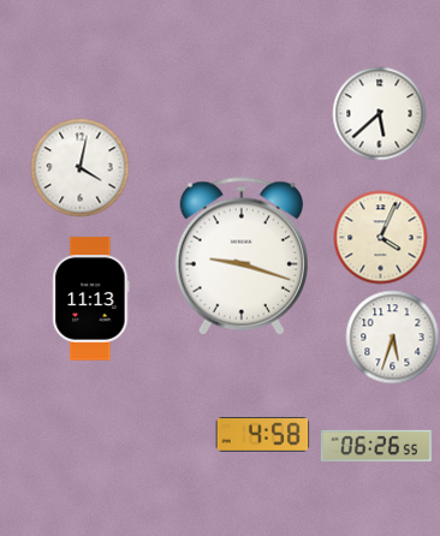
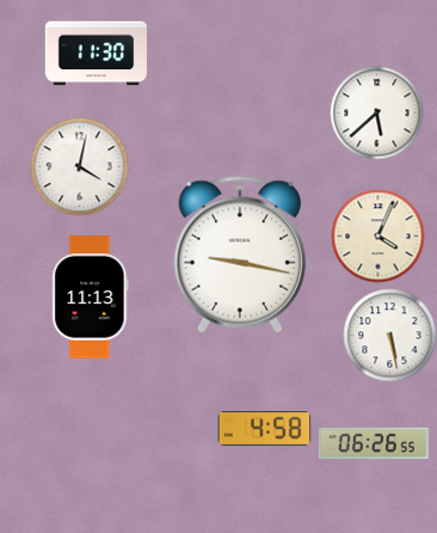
clock at (96, 54): none -> 11:30
clock at (242, 256): 9:18 -> 9:17
clock at (392, 337): 5:33 -> 5:28
clock at (262, 435) position: (262, 435) -> (264, 429)
